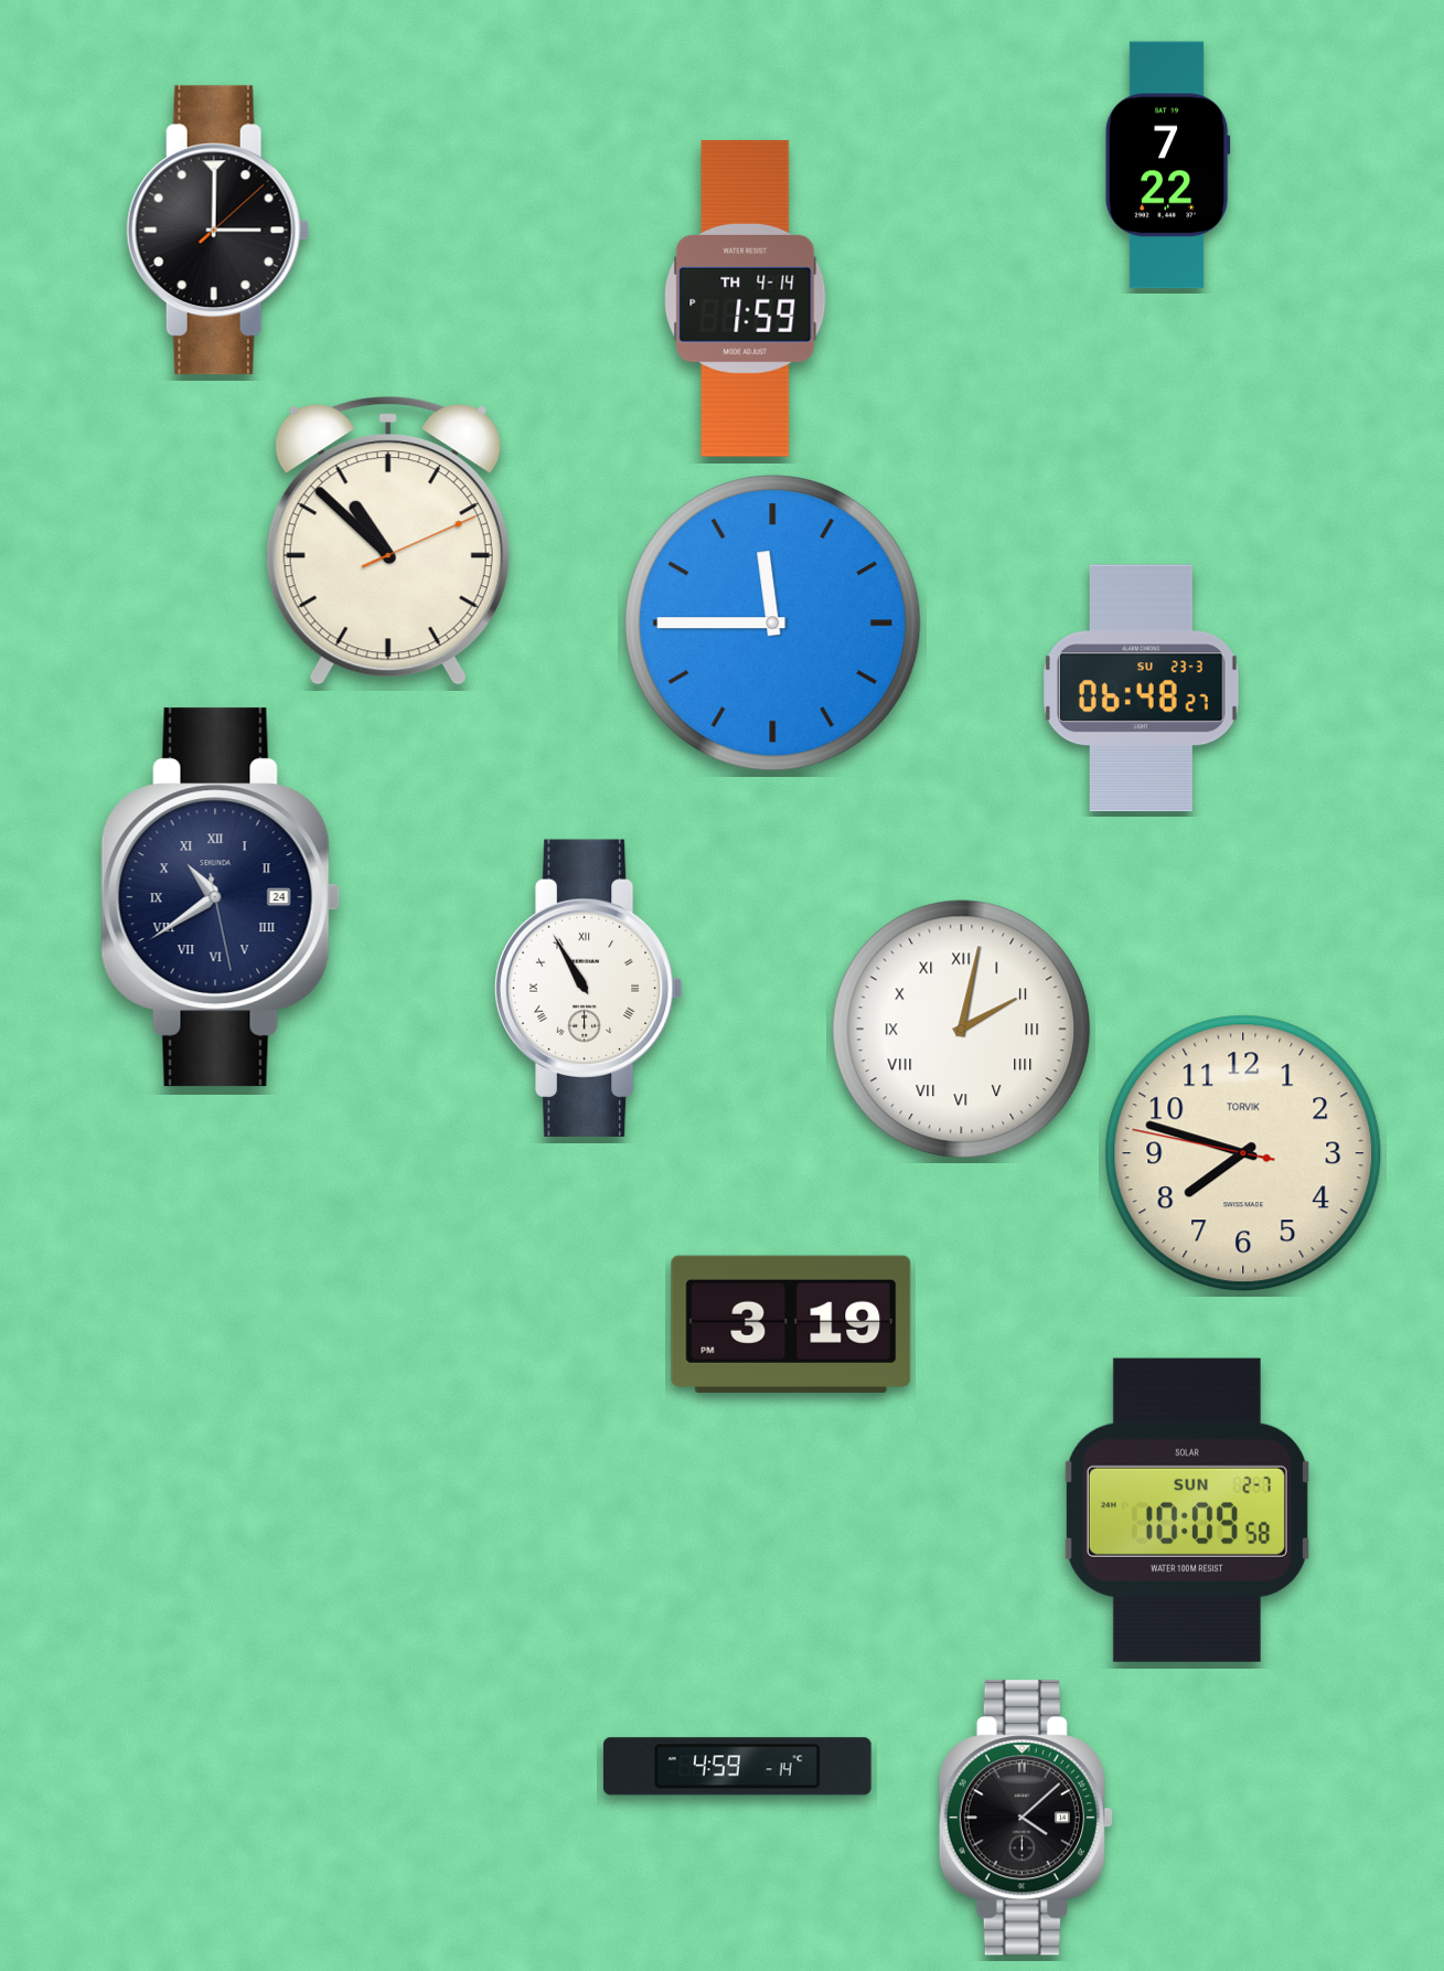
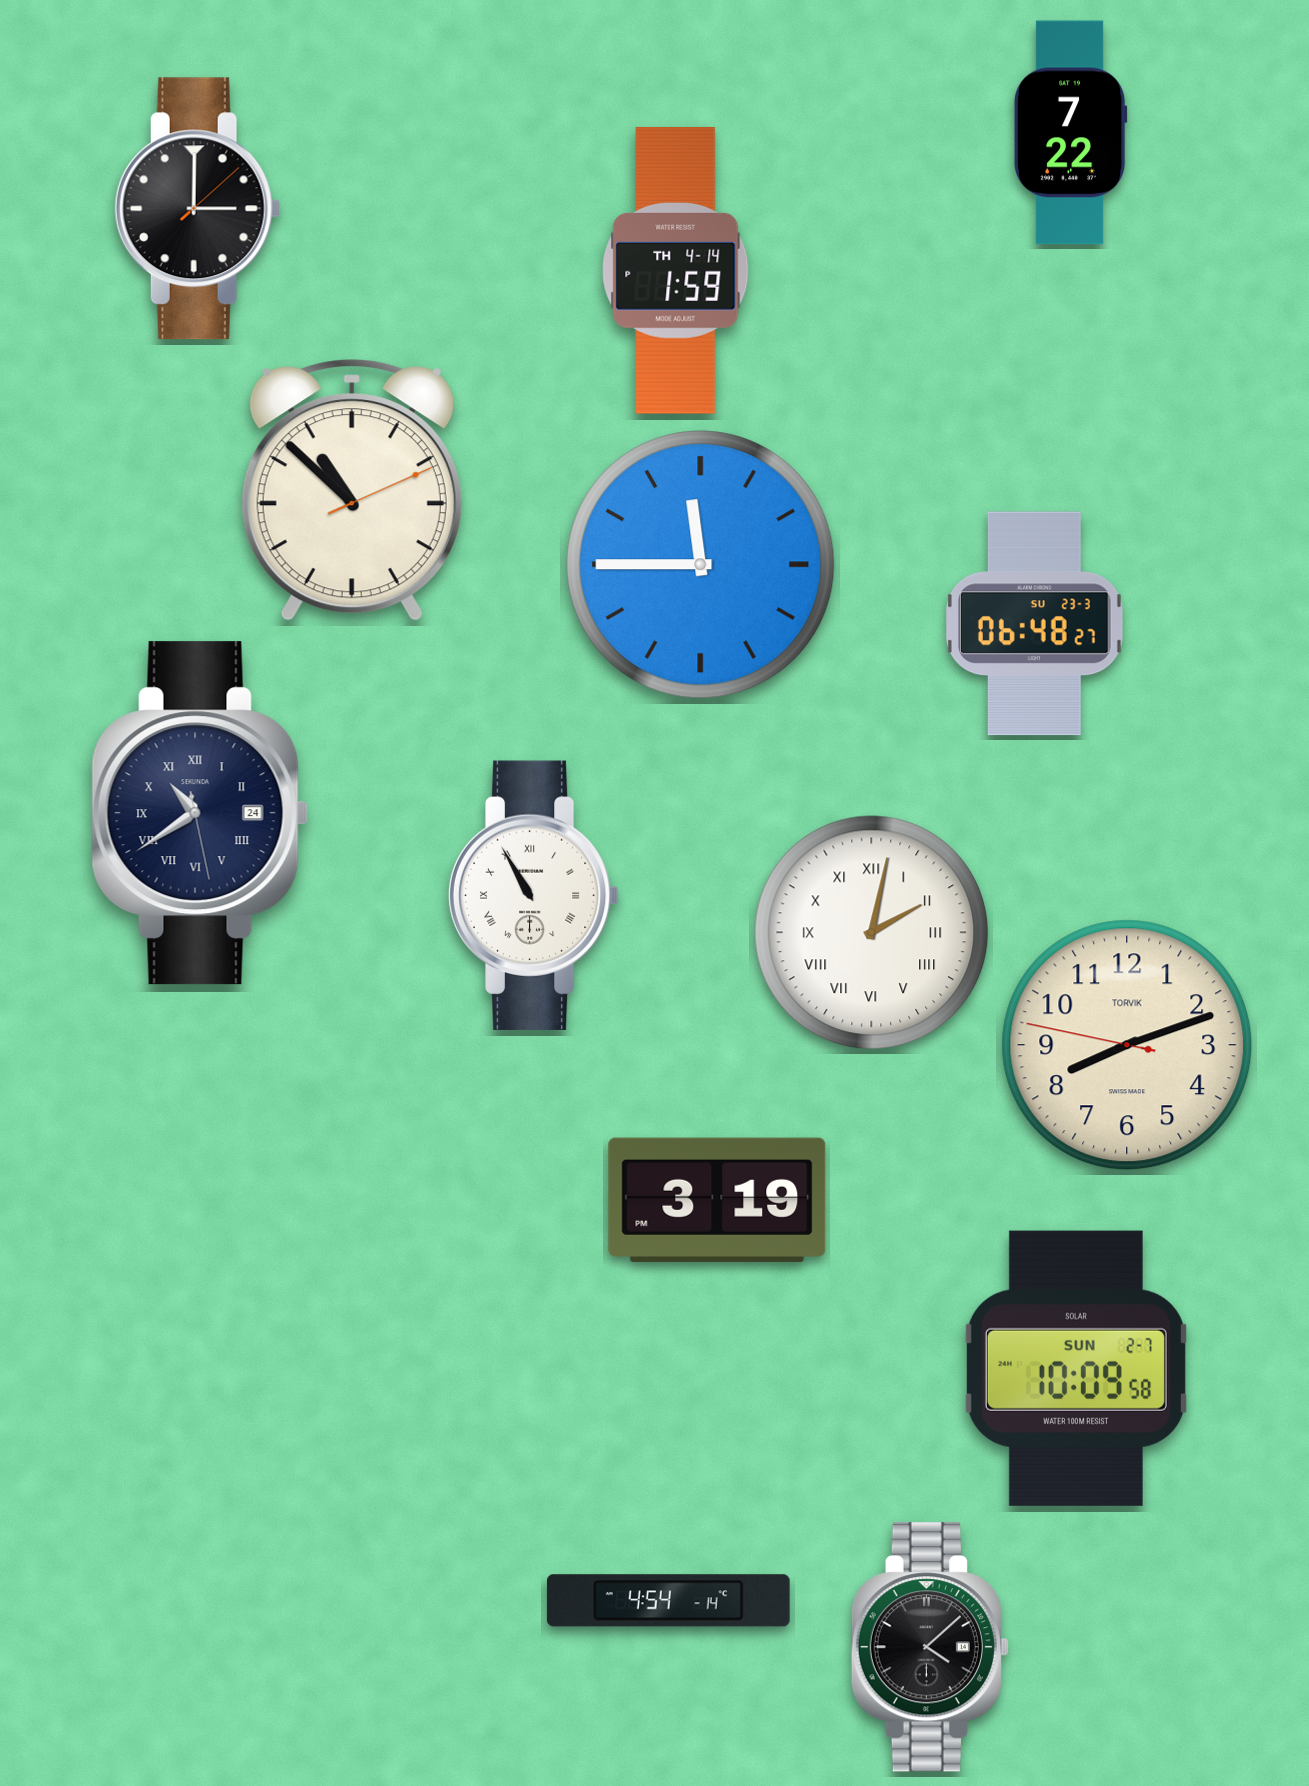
clock at (1167, 166) position: (1167, 166) -> (1070, 133)
clock at (1243, 1153): 7:47 -> 8:11
clock at (737, 1767): 4:59 -> 4:54
